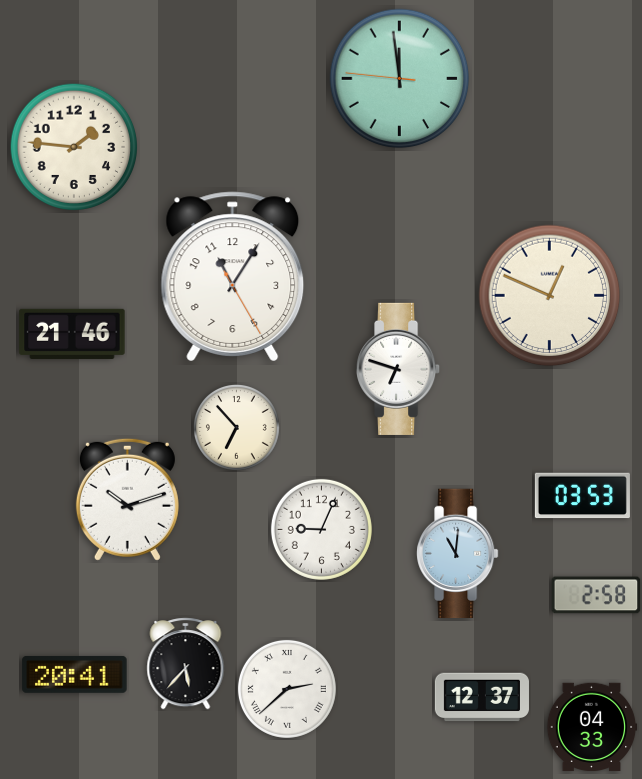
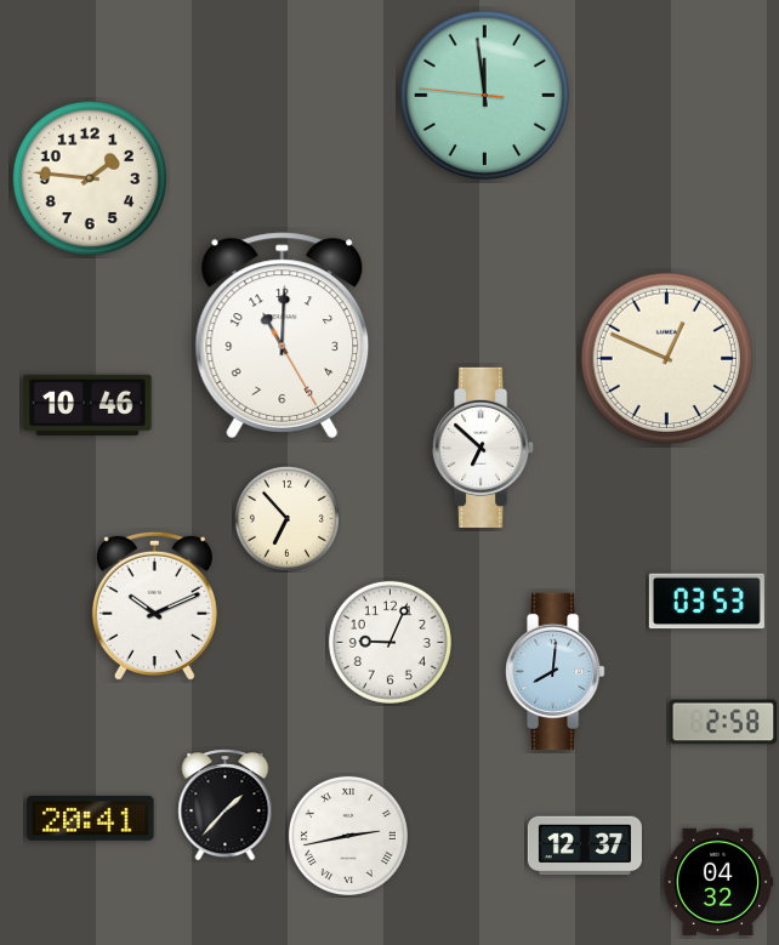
clock at (233, 277): 11:05 -> 11:00
clock at (72, 334): 21:46 -> 10:46
clock at (399, 369): 6:48 -> 6:52
clock at (127, 499): 10:12 -> 10:11
clock at (458, 554): 11:01 -> 8:01
clock at (186, 664): 5:37 -> 1:37
clock at (287, 689): 2:38 -> 2:43
clock at (592, 727): 04:33 -> 04:32
